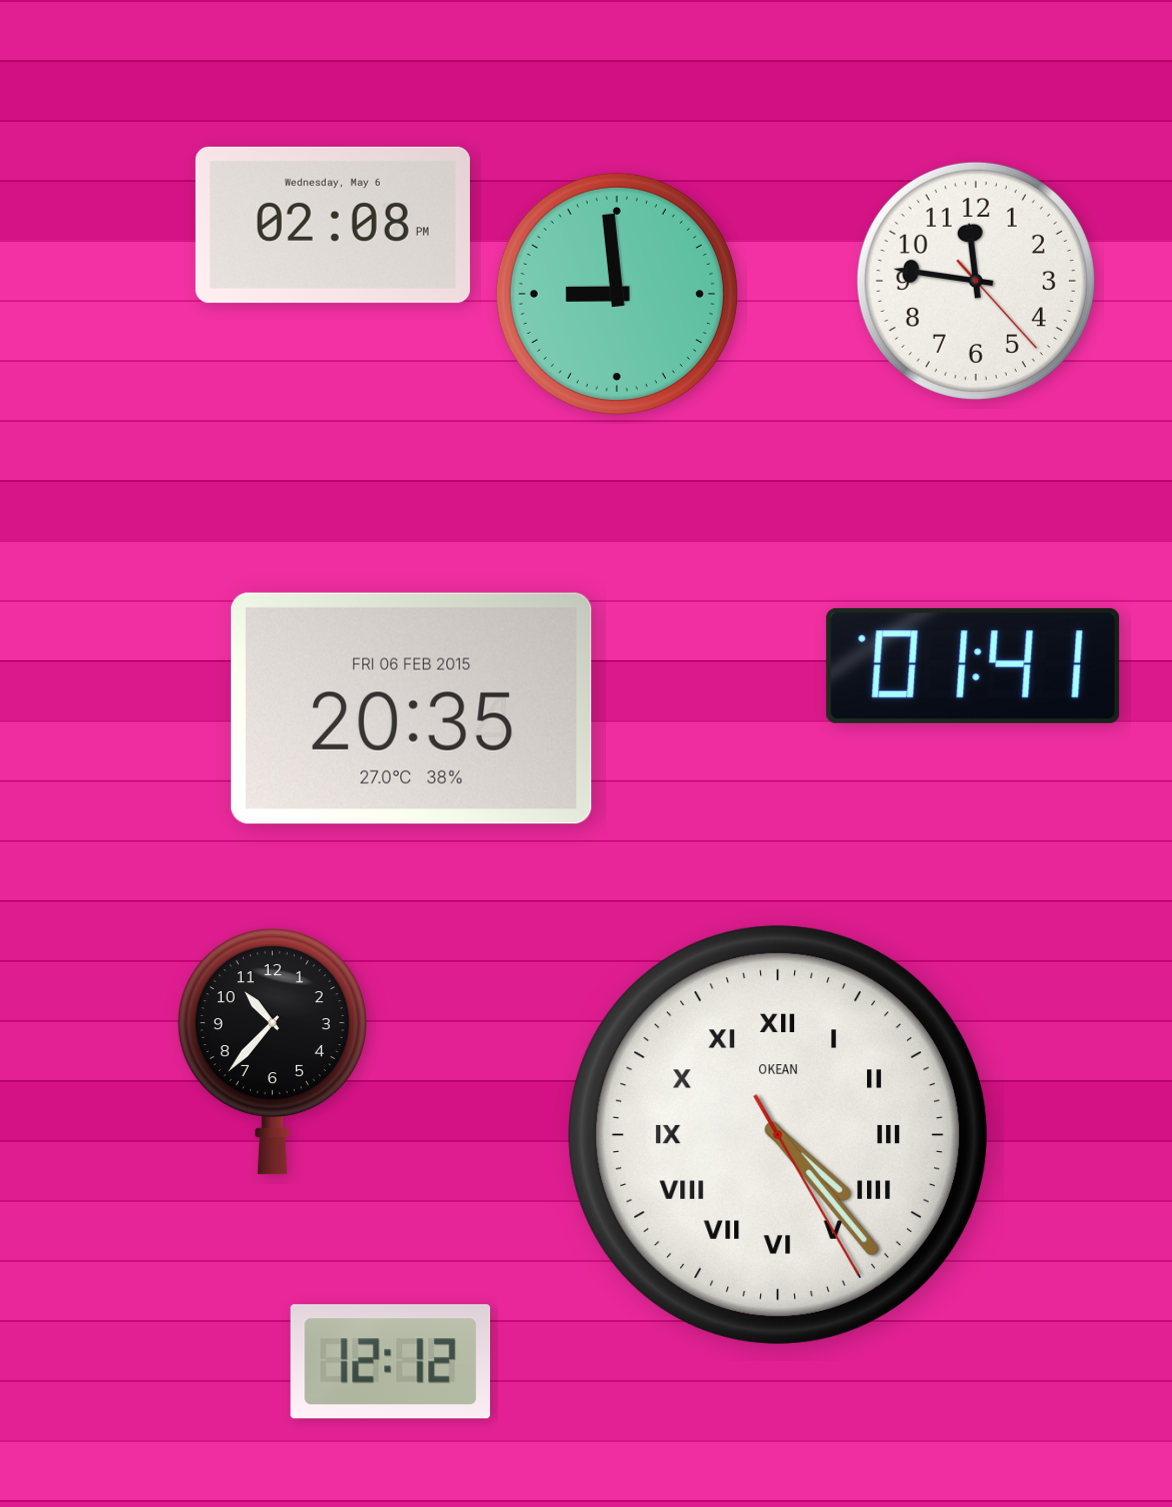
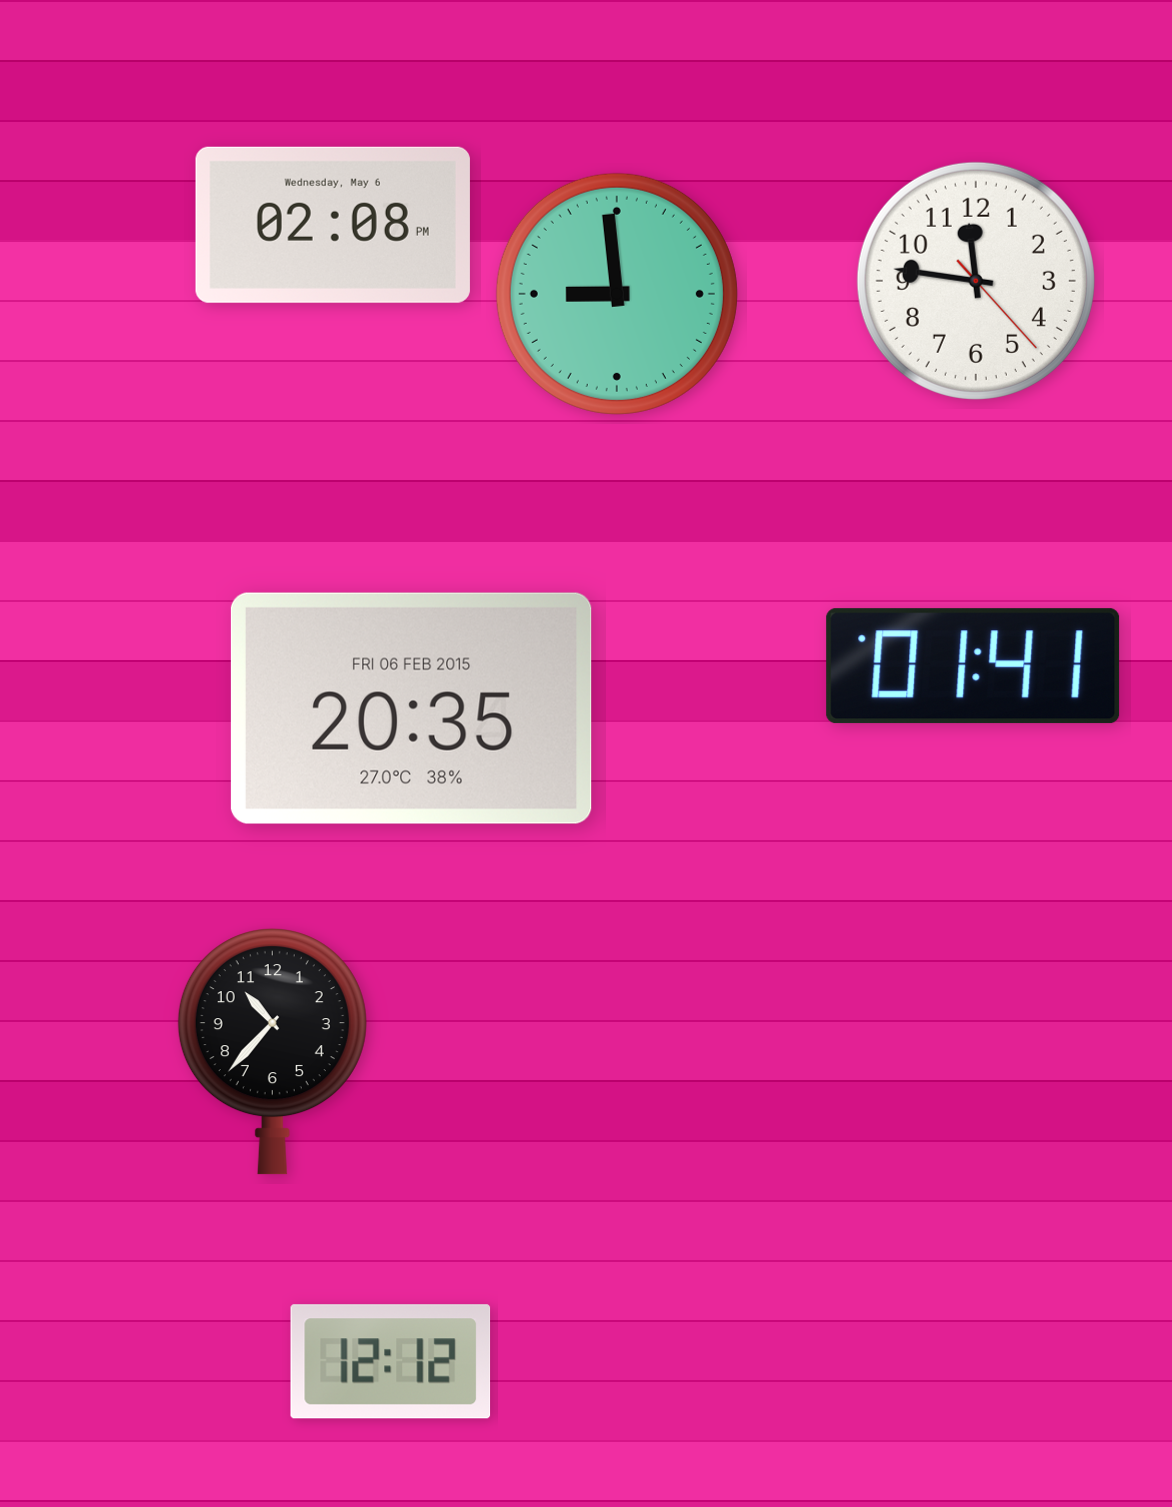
clock at (778, 1135): 4:23 -> none
